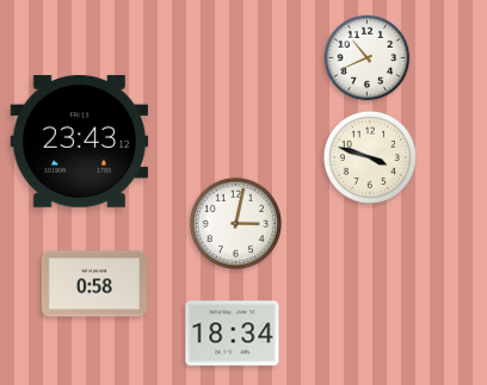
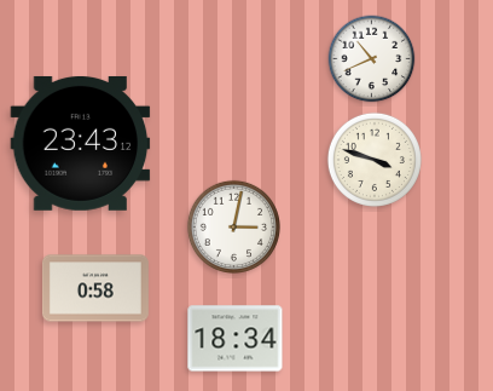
clock at (235, 223) position: (235, 223) -> (233, 226)
